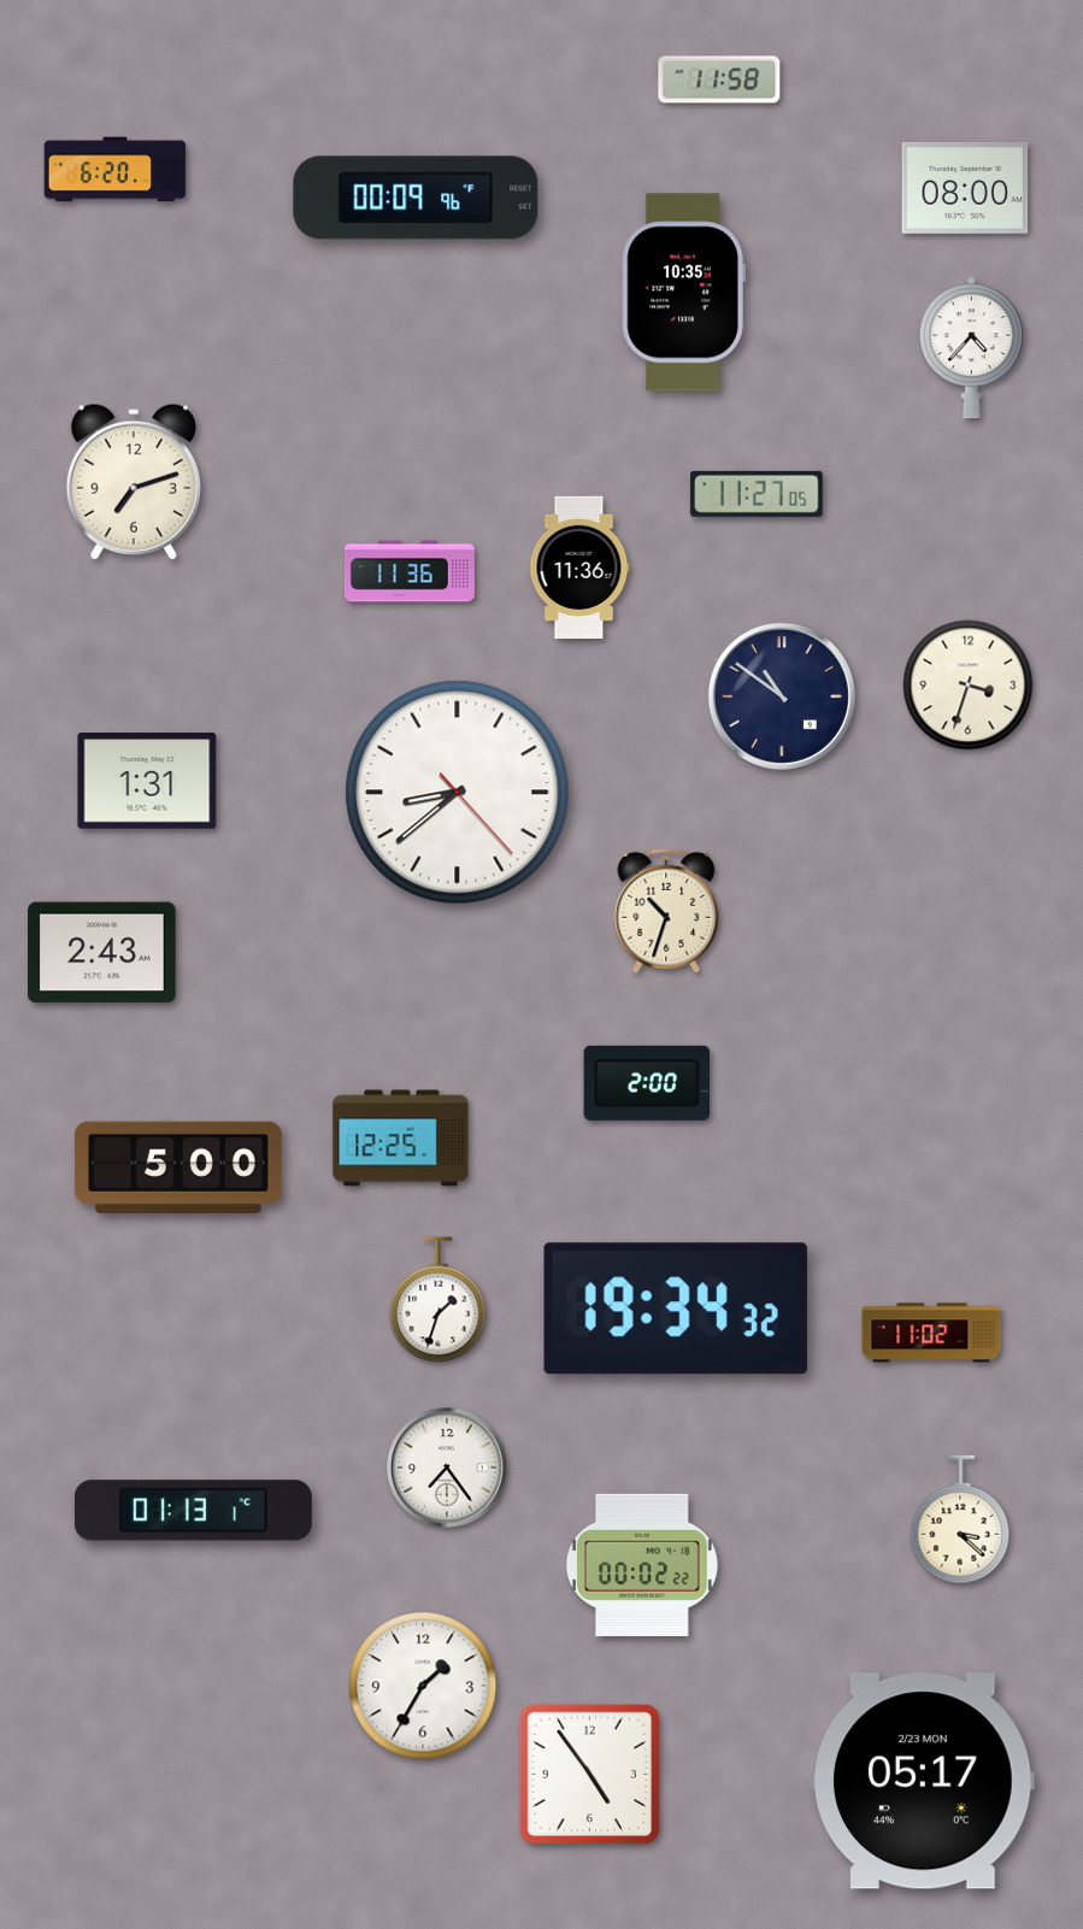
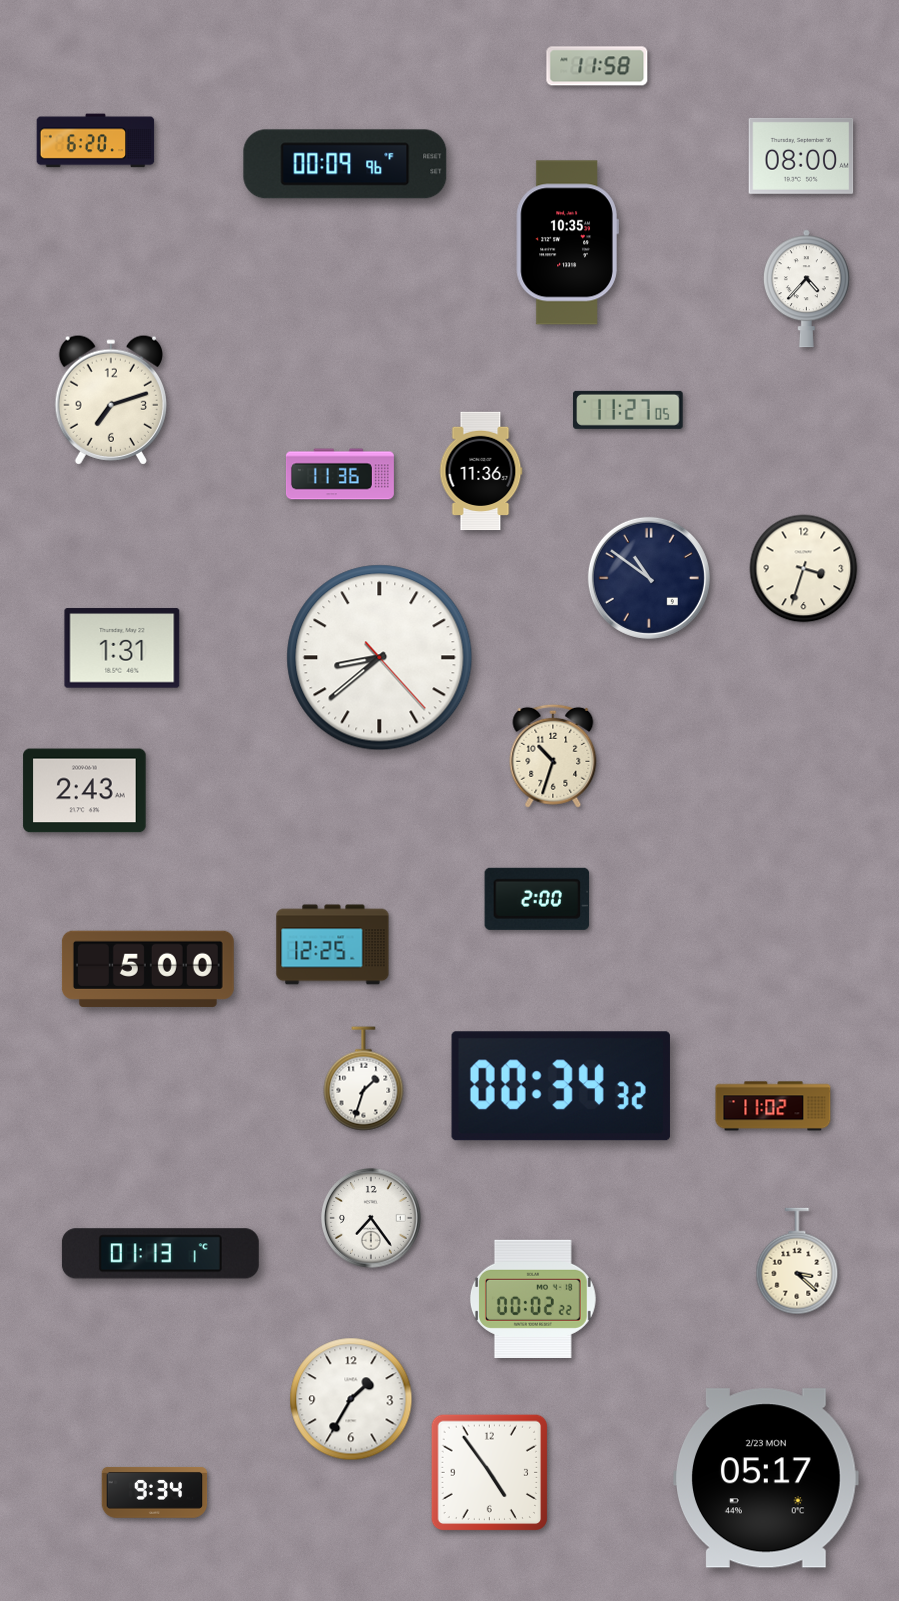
clock at (676, 1308): 19:34 -> 00:34
clock at (155, 1492): none -> 9:34
